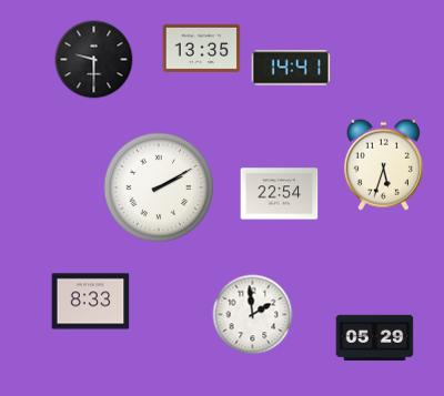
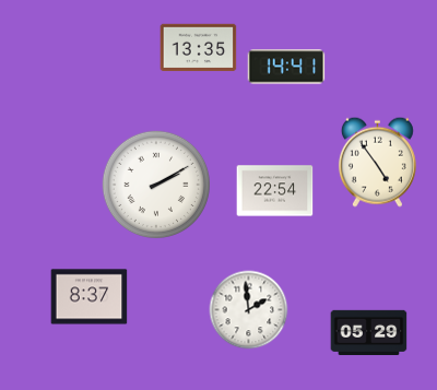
clock at (94, 60): 9:30 -> none
clock at (383, 164): 5:33 -> 4:54
clock at (91, 302): 8:33 -> 8:37
